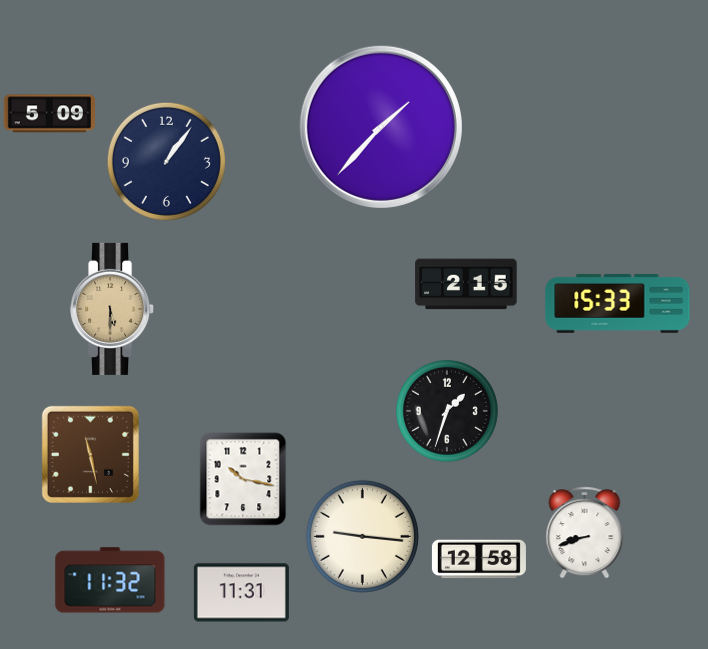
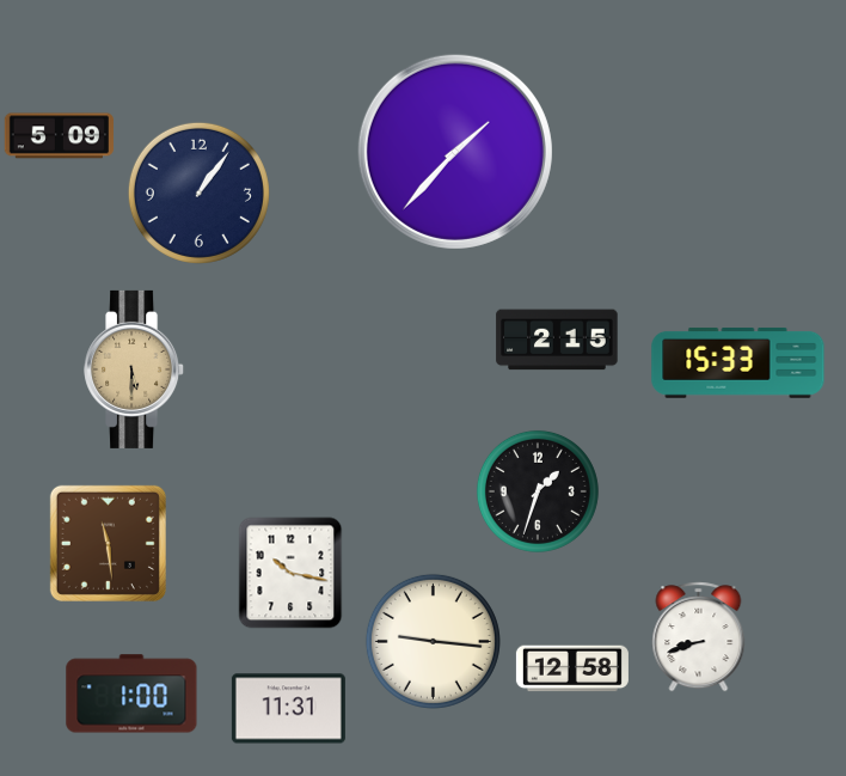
clock at (447, 411) position: (447, 411) -> (538, 491)
clock at (90, 454): 11:28 -> 11:29
clock at (110, 580): 11:32 -> 1:00
